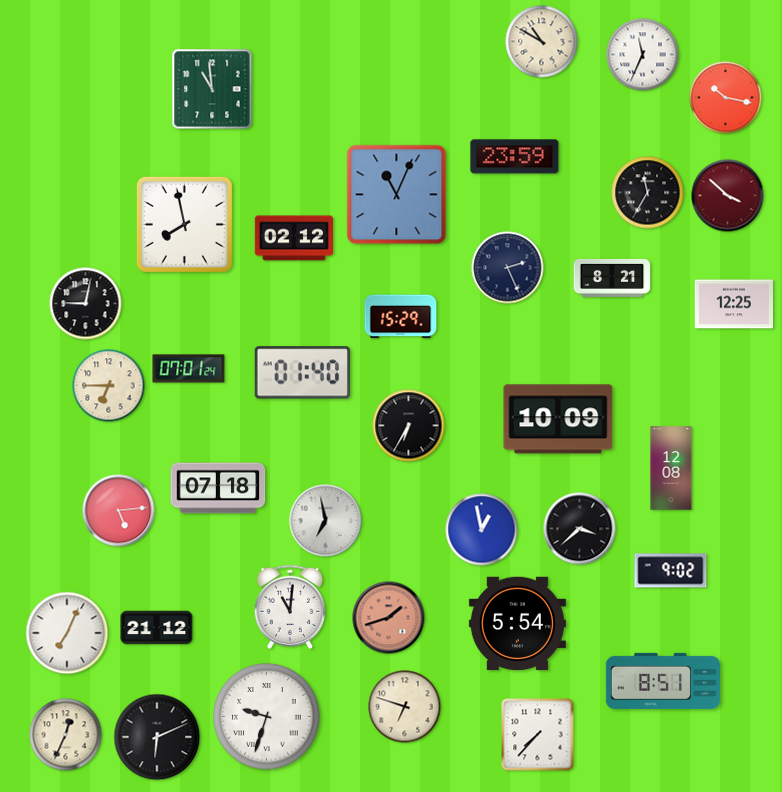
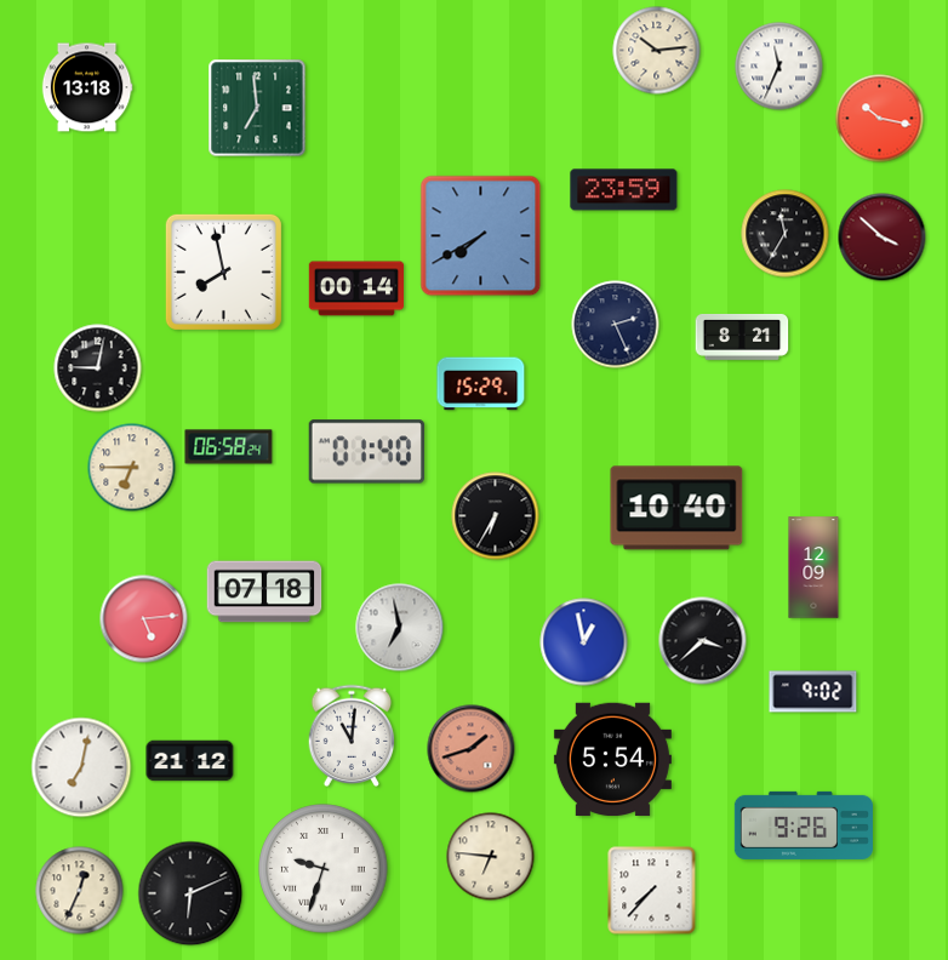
clock at (542, 42): 10:50 -> 10:14
clock at (87, 87): none -> 13:18
clock at (212, 89): 10:59 -> 6:59
clock at (397, 195): 11:04 -> 7:40
clock at (293, 238): 02:12 -> 00:14
clock at (86, 304) position: (86, 304) -> (98, 368)
clock at (733, 304): 12:25 -> none
clock at (401, 317) position: (401, 317) -> (481, 384)
clock at (189, 369): 07:01 -> 06:58
clock at (558, 419): 10:09 -> 10:40
clock at (671, 468): 12:08 -> 12:09
clock at (326, 521) position: (326, 521) -> (400, 628)
clock at (517, 624) position: (517, 624) -> (612, 760)
clock at (67, 633): 7:04 -> 7:02
clock at (663, 681): 8:51 -> 9:26
clock at (405, 707): 6:48 -> 6:46
